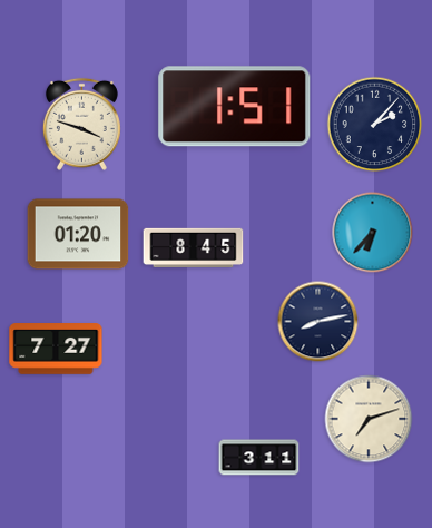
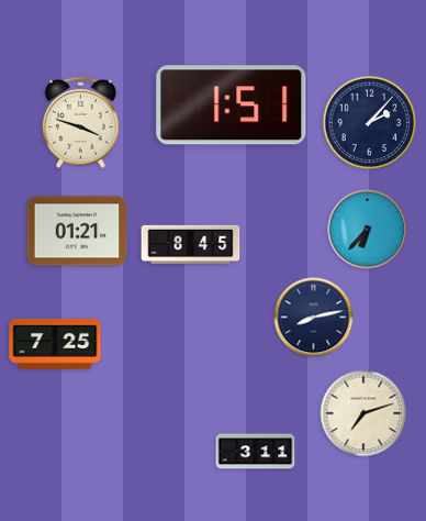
clock at (78, 234): 01:20 -> 01:21
clock at (56, 350): 7:27 -> 7:25
